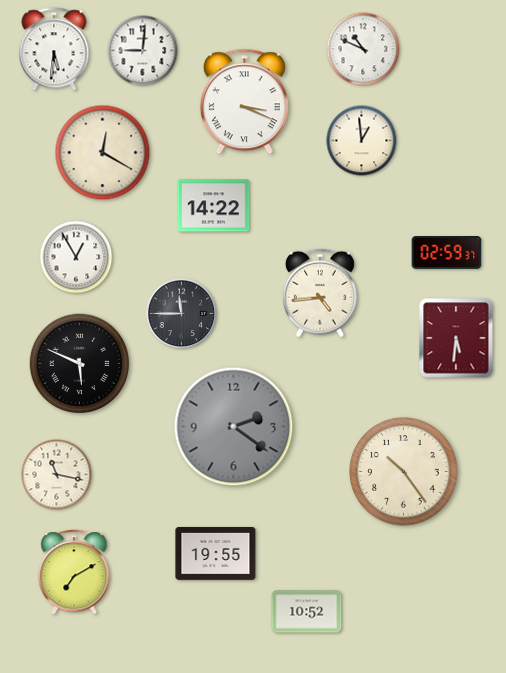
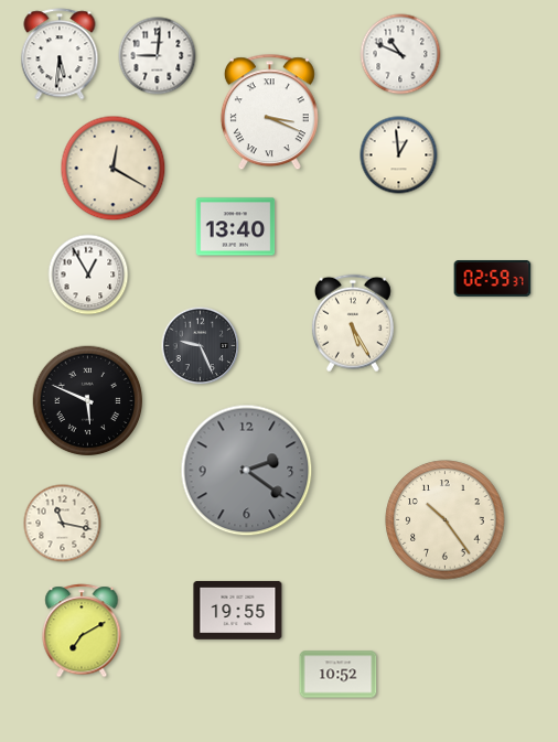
clock at (214, 206): 14:22 -> 13:40
clock at (76, 257) position: (76, 257) -> (88, 275)
clock at (320, 293): 4:44 -> 5:25
clock at (182, 314): 11:45 -> 9:26
clock at (456, 338): 5:31 -> none
clock at (234, 427) position: (234, 427) -> (247, 471)
